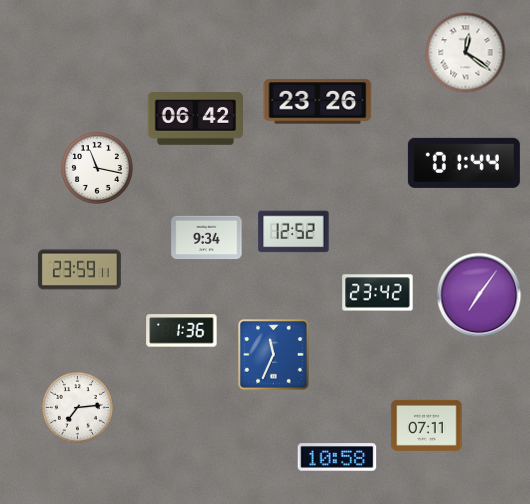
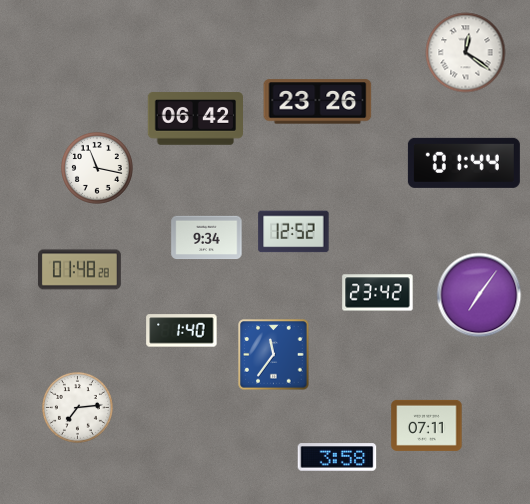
clock at (79, 270): 23:59 -> 01:48
clock at (182, 331): 1:36 -> 1:40
clock at (274, 355): 11:34 -> 11:36
clock at (337, 457): 10:58 -> 3:58
